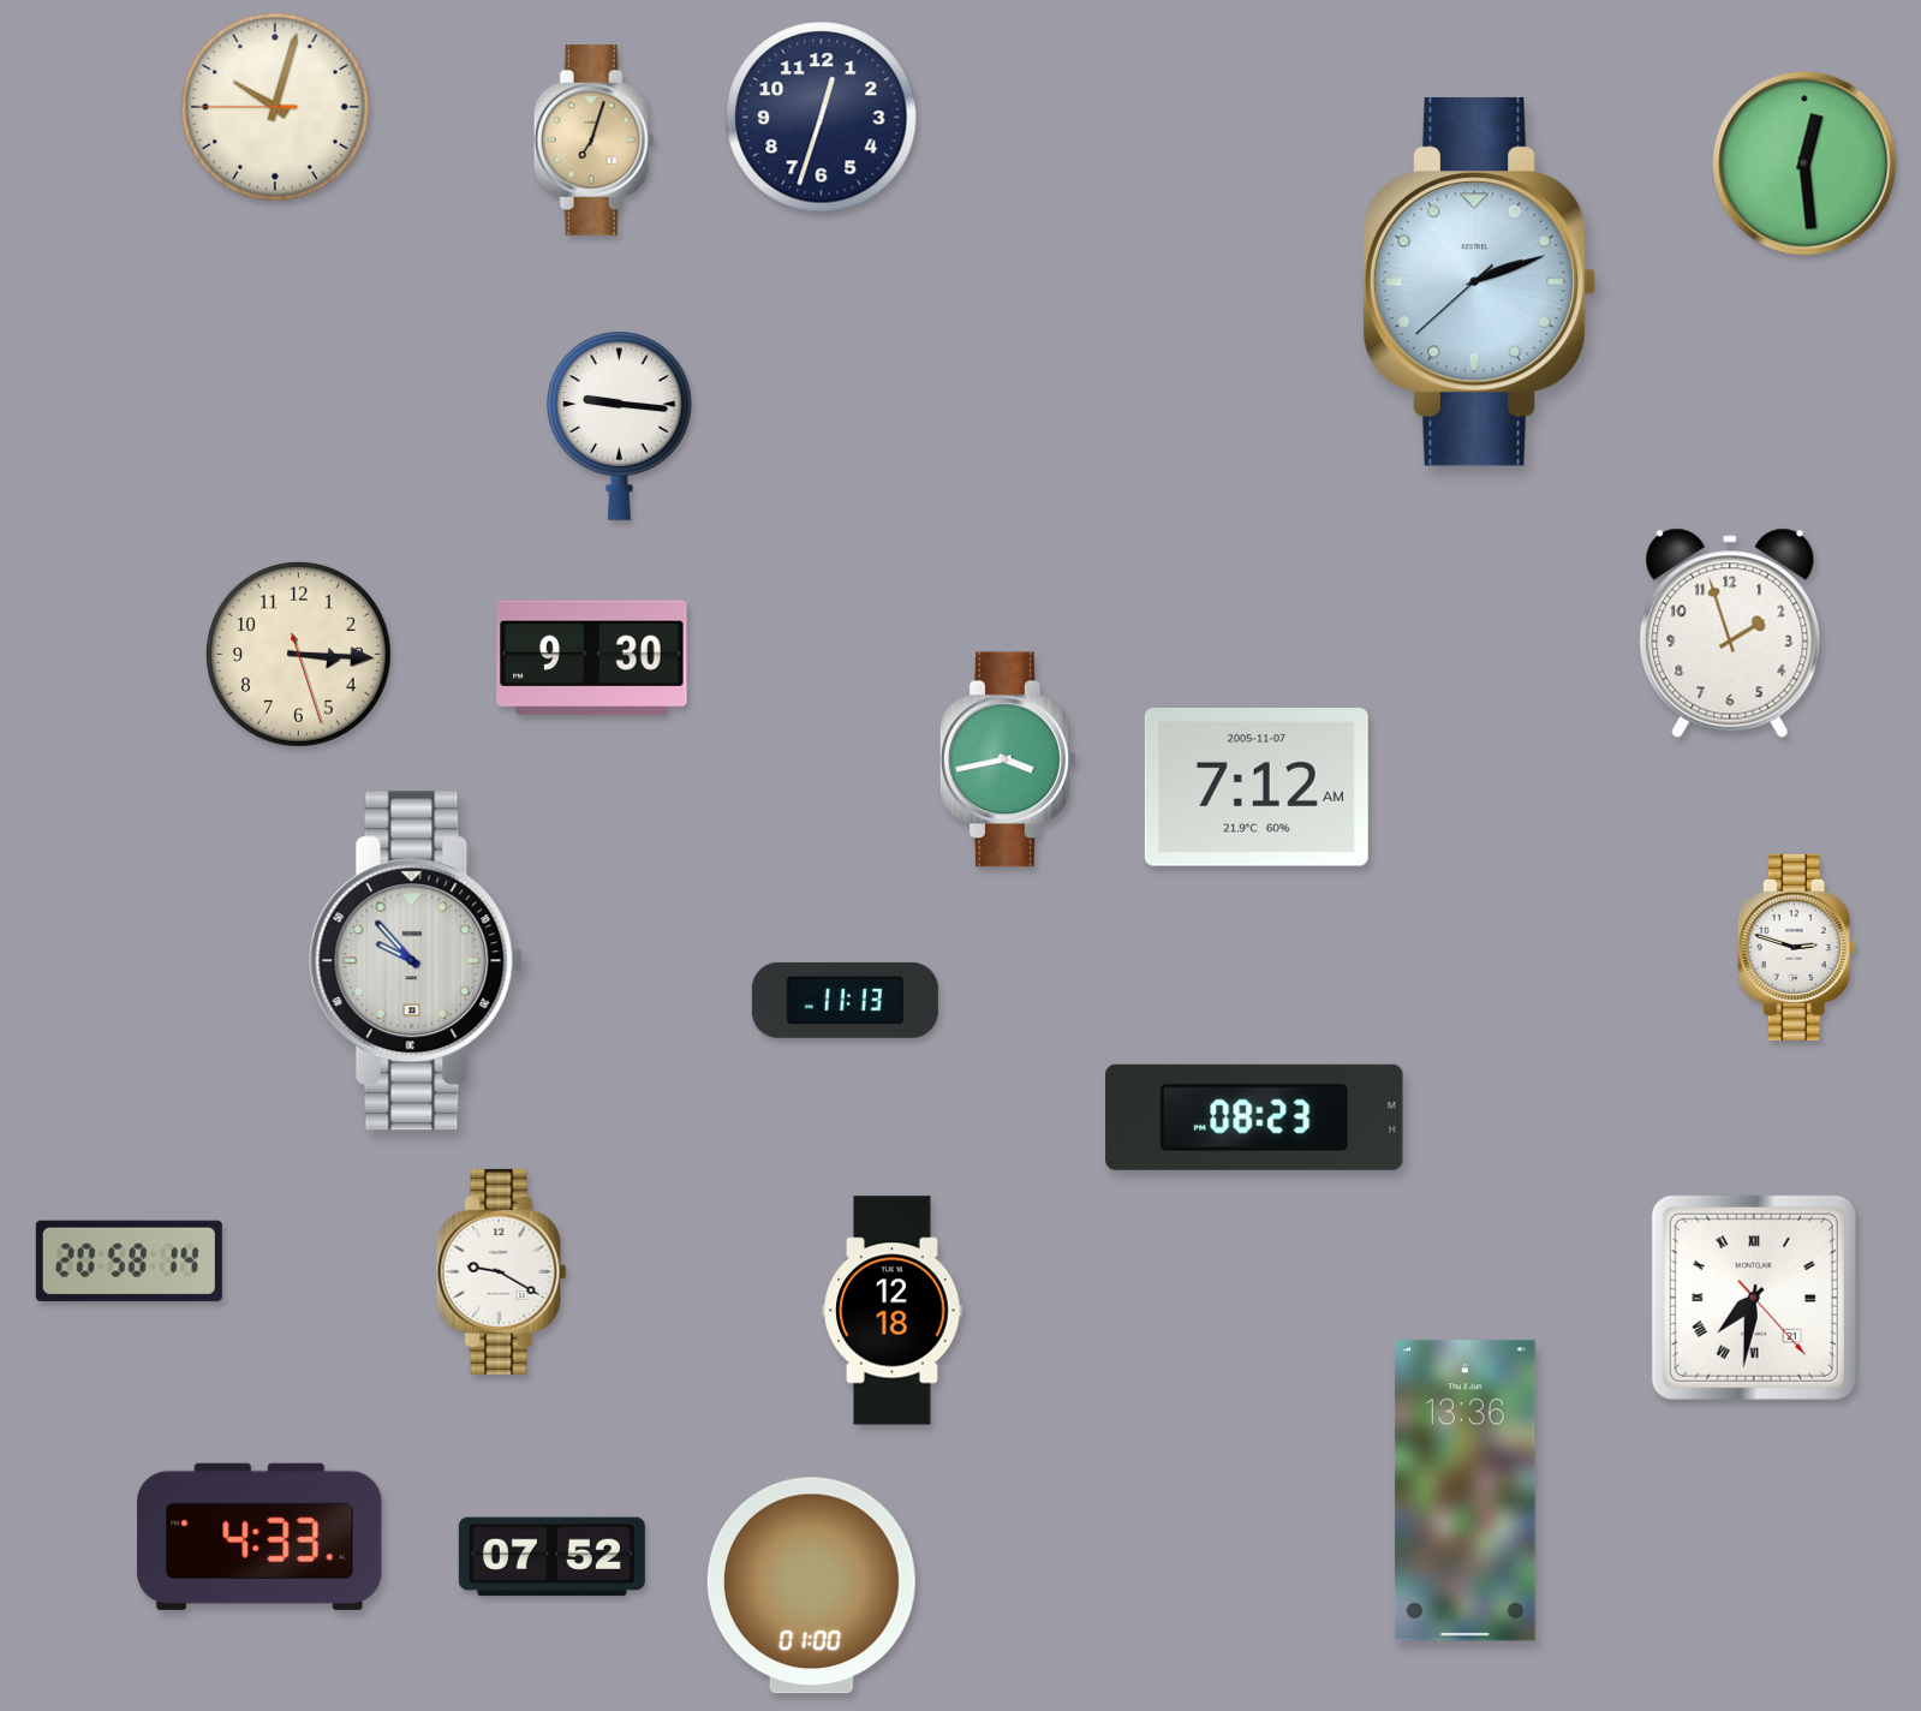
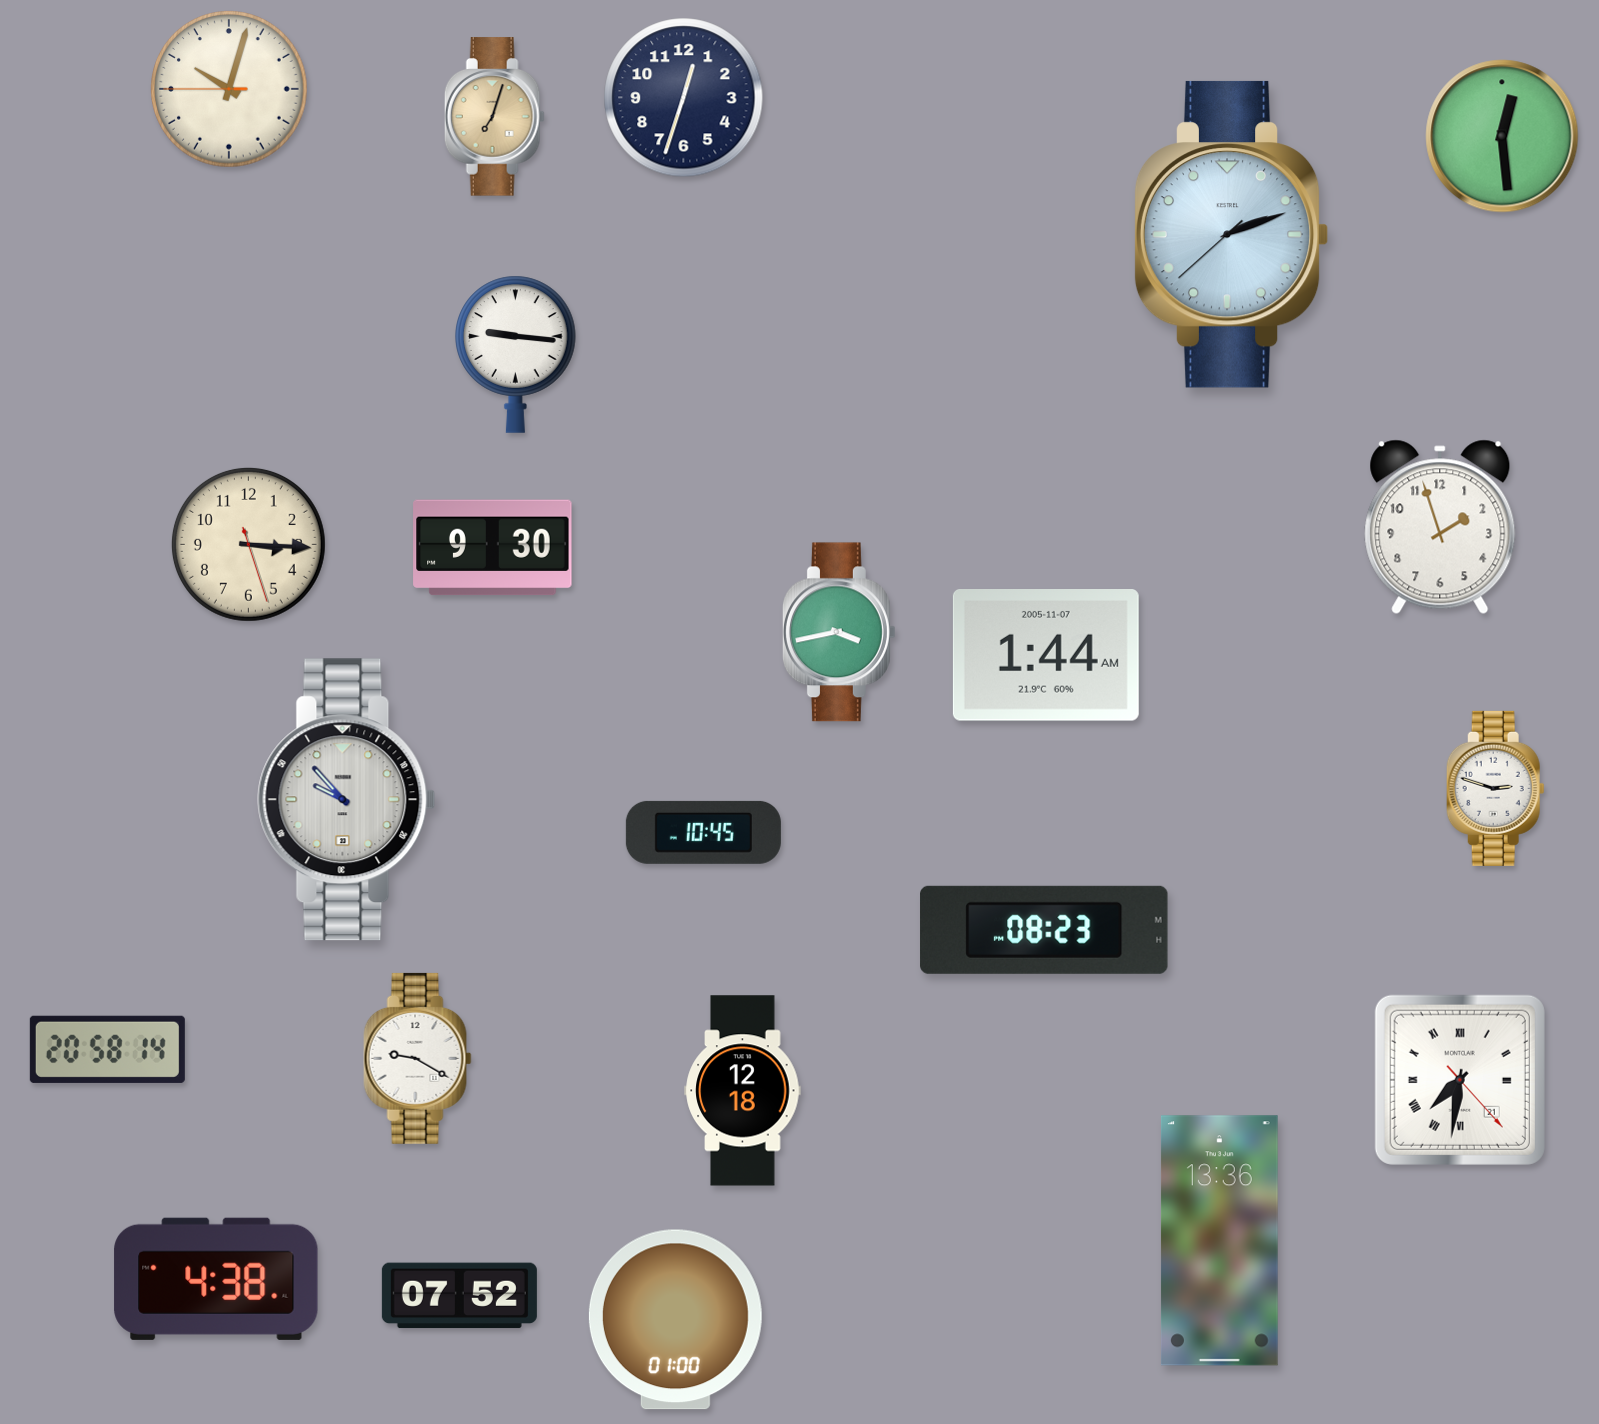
clock at (1257, 788): 7:12 -> 1:44
clock at (845, 1000): 11:13 -> 10:45
clock at (259, 1537): 4:33 -> 4:38
